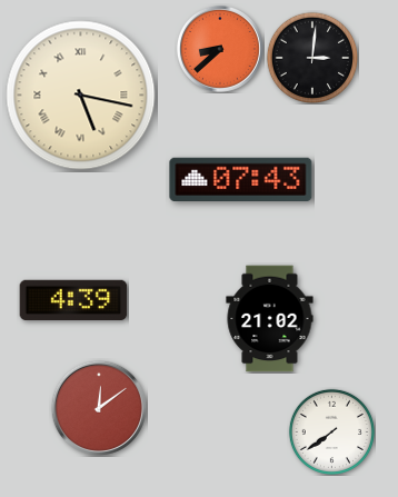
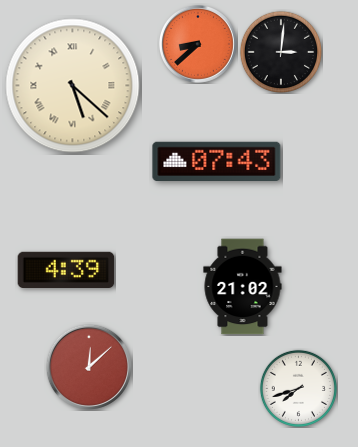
clock at (81, 96): 5:17 -> 5:22
clock at (99, 408): 12:09 -> 12:08
clock at (331, 431): 7:39 -> 7:42
